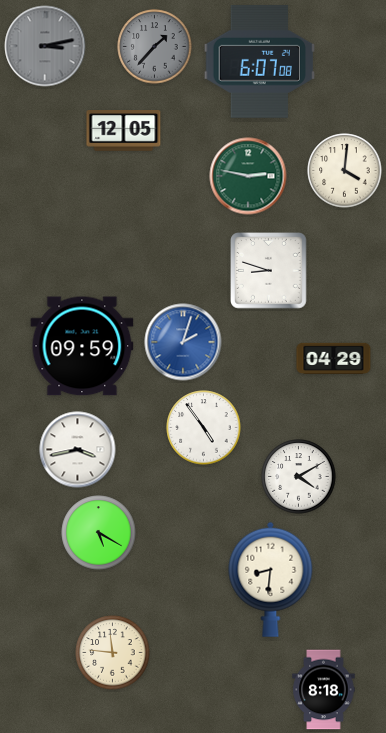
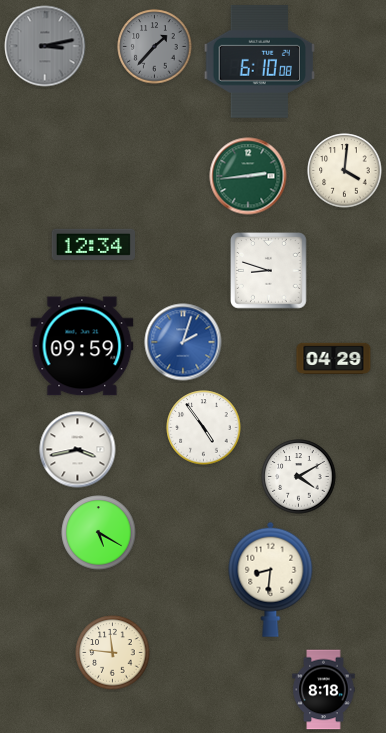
clock at (260, 61): 6:07 -> 6:10
clock at (124, 131): 12:05 -> none
clock at (248, 176): 2:47 -> 2:44
clock at (93, 244): none -> 12:34
